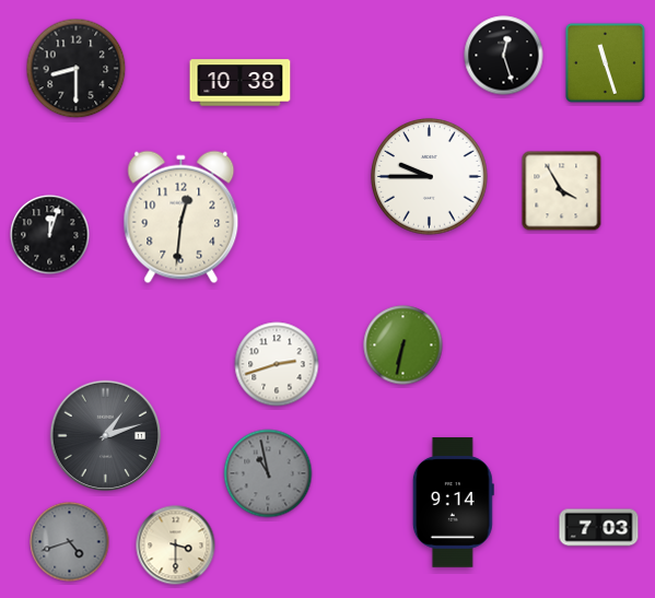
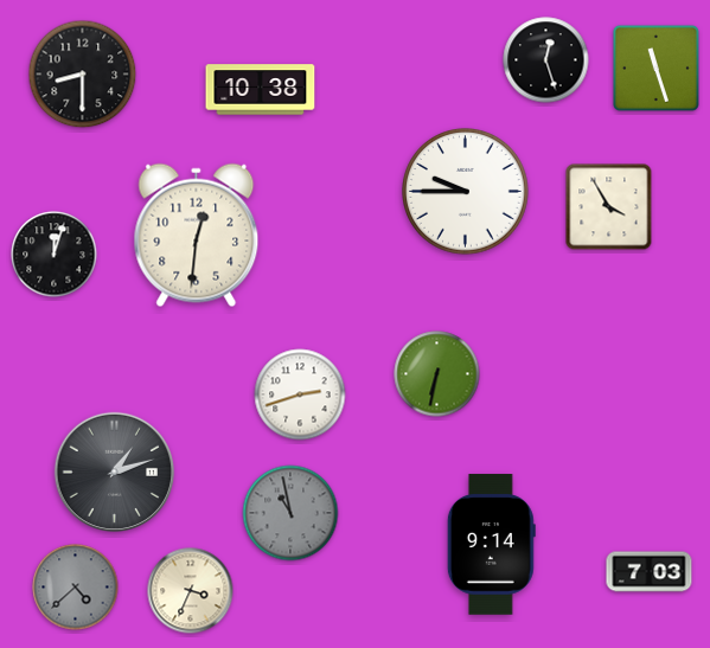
clock at (70, 542): 4:42 -> 4:38
clock at (176, 546): 3:30 -> 3:34
